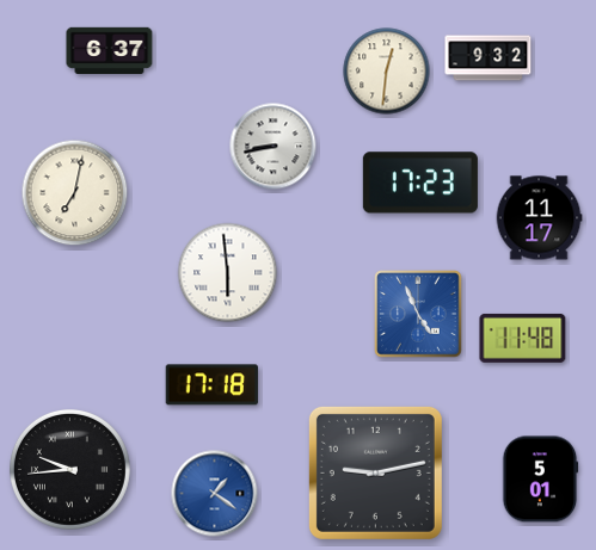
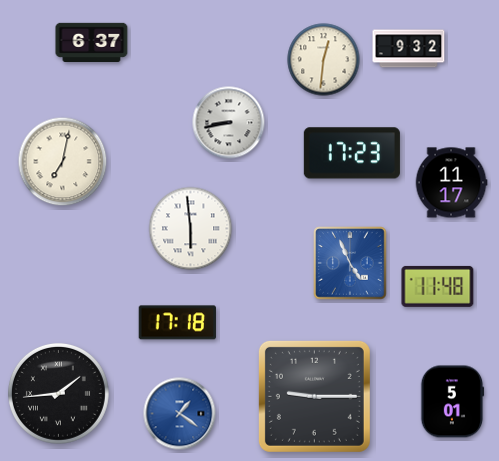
clock at (523, 338) position: (523, 338) -> (438, 286)
clock at (69, 469): 9:44 -> 1:44
clock at (375, 472): 9:13 -> 9:15
